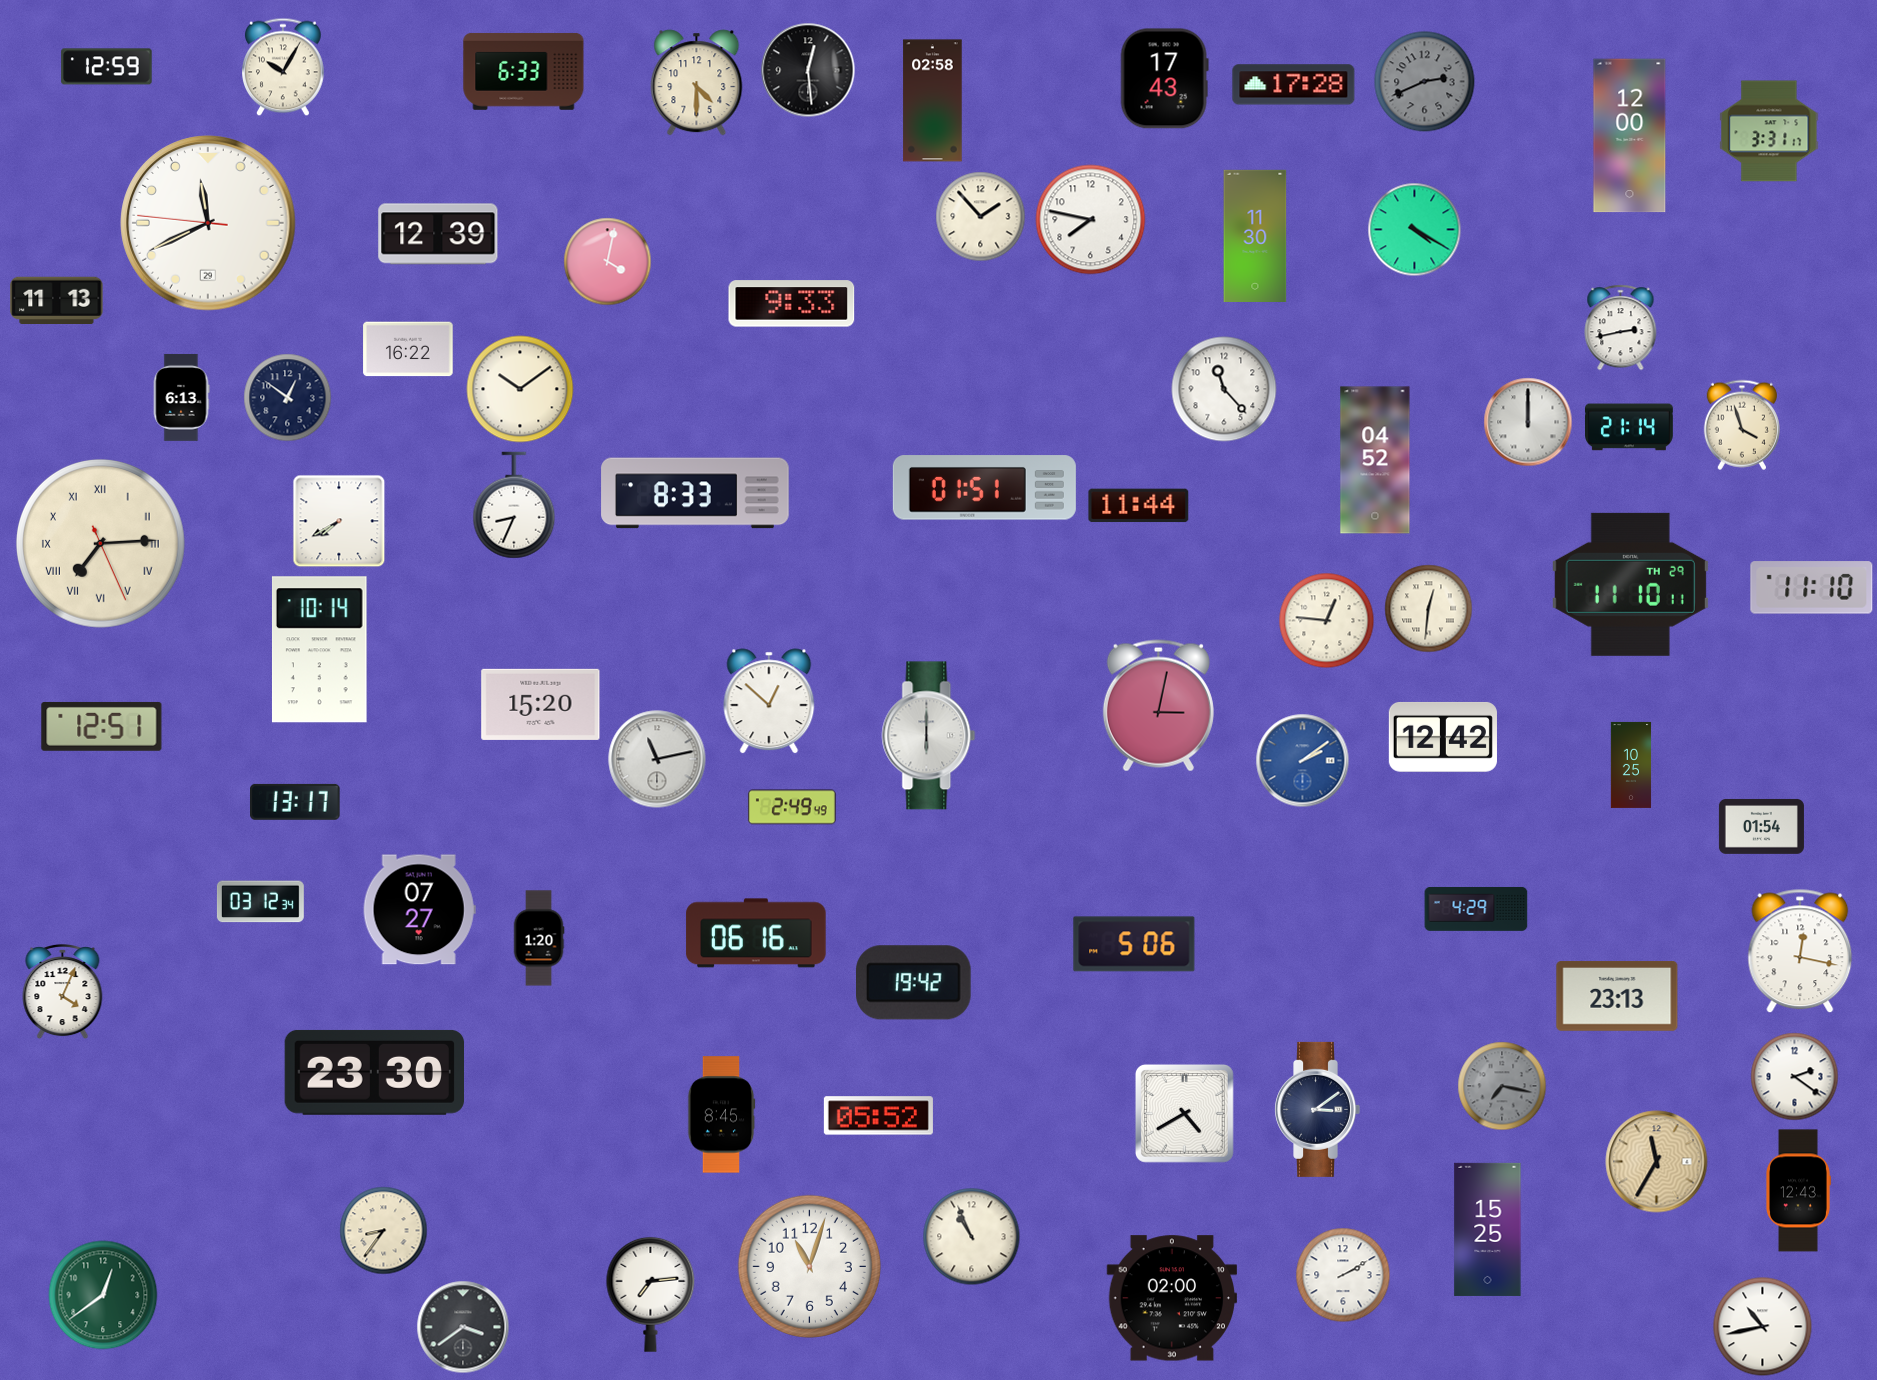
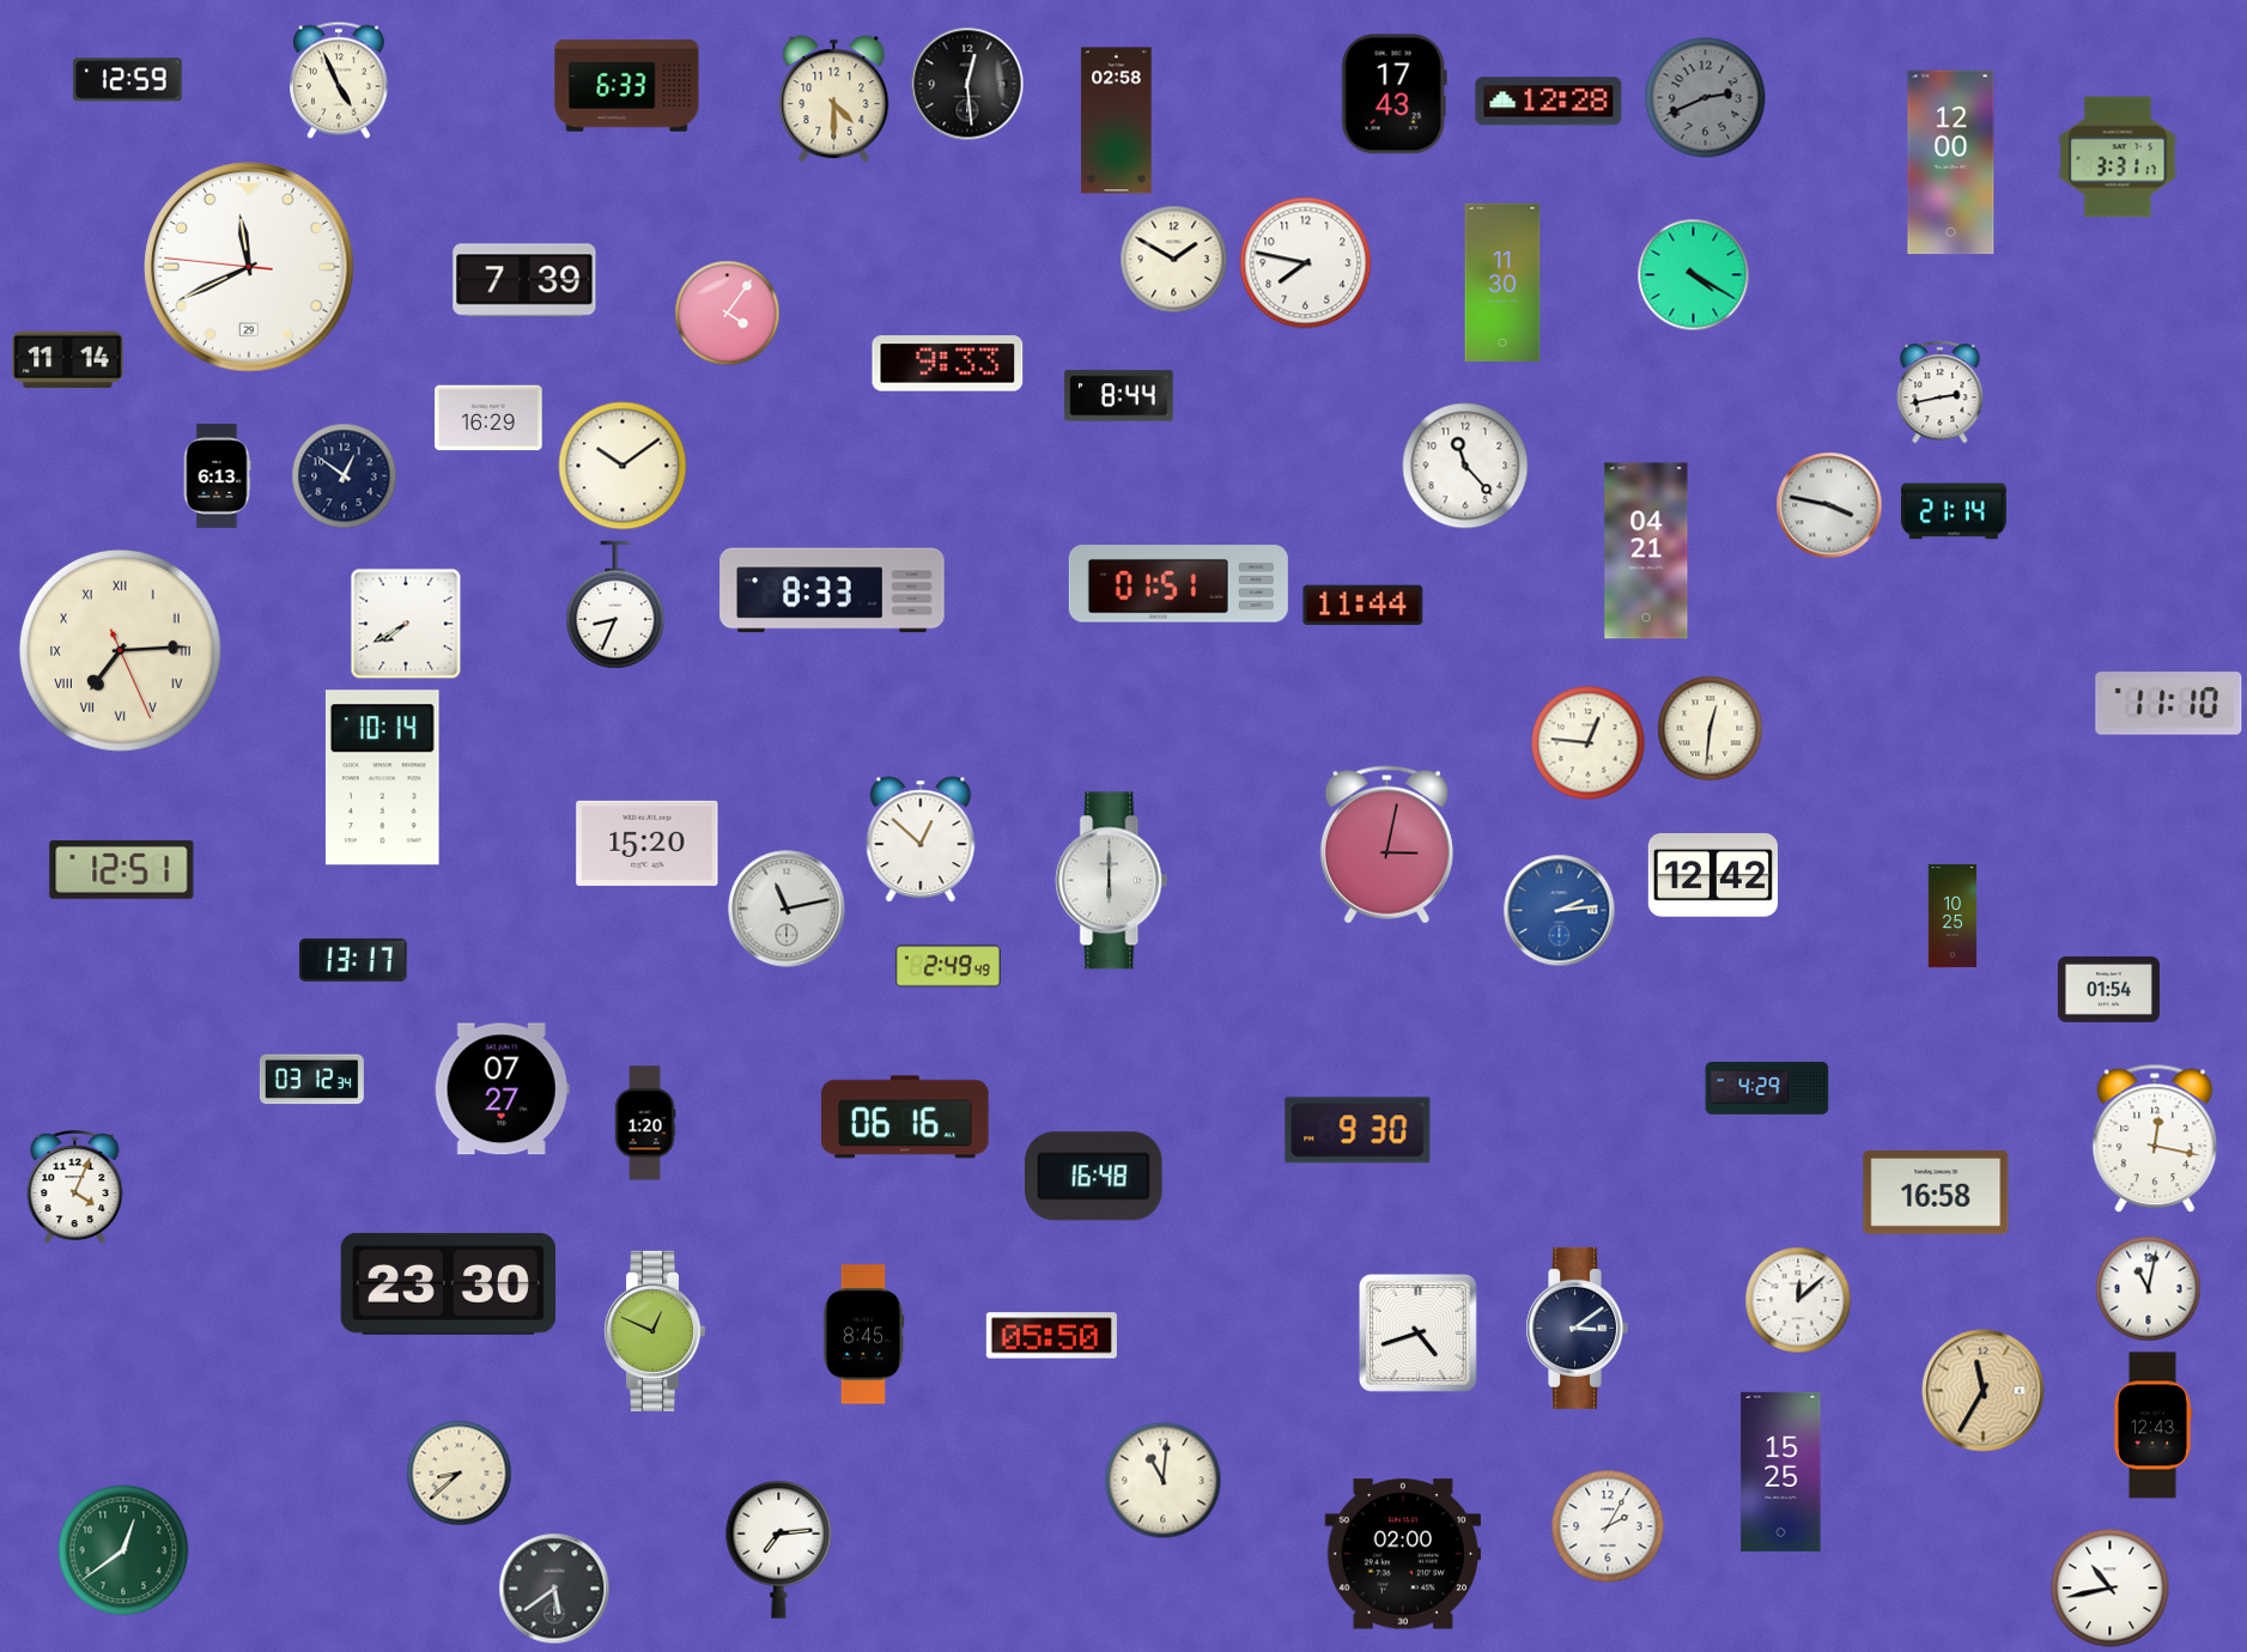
clock at (284, 67): 10:05 -> 4:56
clock at (1294, 85): 17:28 -> 12:28
clock at (981, 217): 1:53 -> 1:50
clock at (438, 234): 12:39 -> 7:39
clock at (608, 262): 4:02 -> 4:06
clock at (57, 300): 11:13 -> 11:14
clock at (1119, 396): none -> 8:44
clock at (408, 349): 16:22 -> 16:29
clock at (1528, 422): 12:00 -> 3:47
clock at (1742, 425): 3:57 -> none
clock at (1630, 427) position: (1630, 427) -> (1955, 511)
clock at (1375, 460): 04:52 -> 04:21
clock at (1630, 584): 11:10 -> none
clock at (1443, 737) position: (1443, 737) -> (1713, 875)
clock at (1303, 761): 2:09 -> 2:14
clock at (1134, 944): 5:06 -> 9:30
clock at (914, 983): 19:42 -> 16:48
clock at (1617, 997): 23:13 -> 16:58
clock at (1795, 1077): 2:21 -> 11:02
clock at (1502, 1086): 7:17 -> 12:08
clock at (1502, 1086) dial: grey -> white
clock at (655, 1331): none -> 12:49
clock at (1184, 1113): 4:40 -> 4:42
clock at (878, 1116): 05:52 -> 05:50
clock at (384, 1231): 8:36 -> 8:38
clock at (972, 1237): 10:56 -> 11:01
clock at (809, 1266): 11:03 -> none
clock at (1343, 1275): 2:10 -> 2:05
clock at (463, 1327): 3:39 -> 5:39
